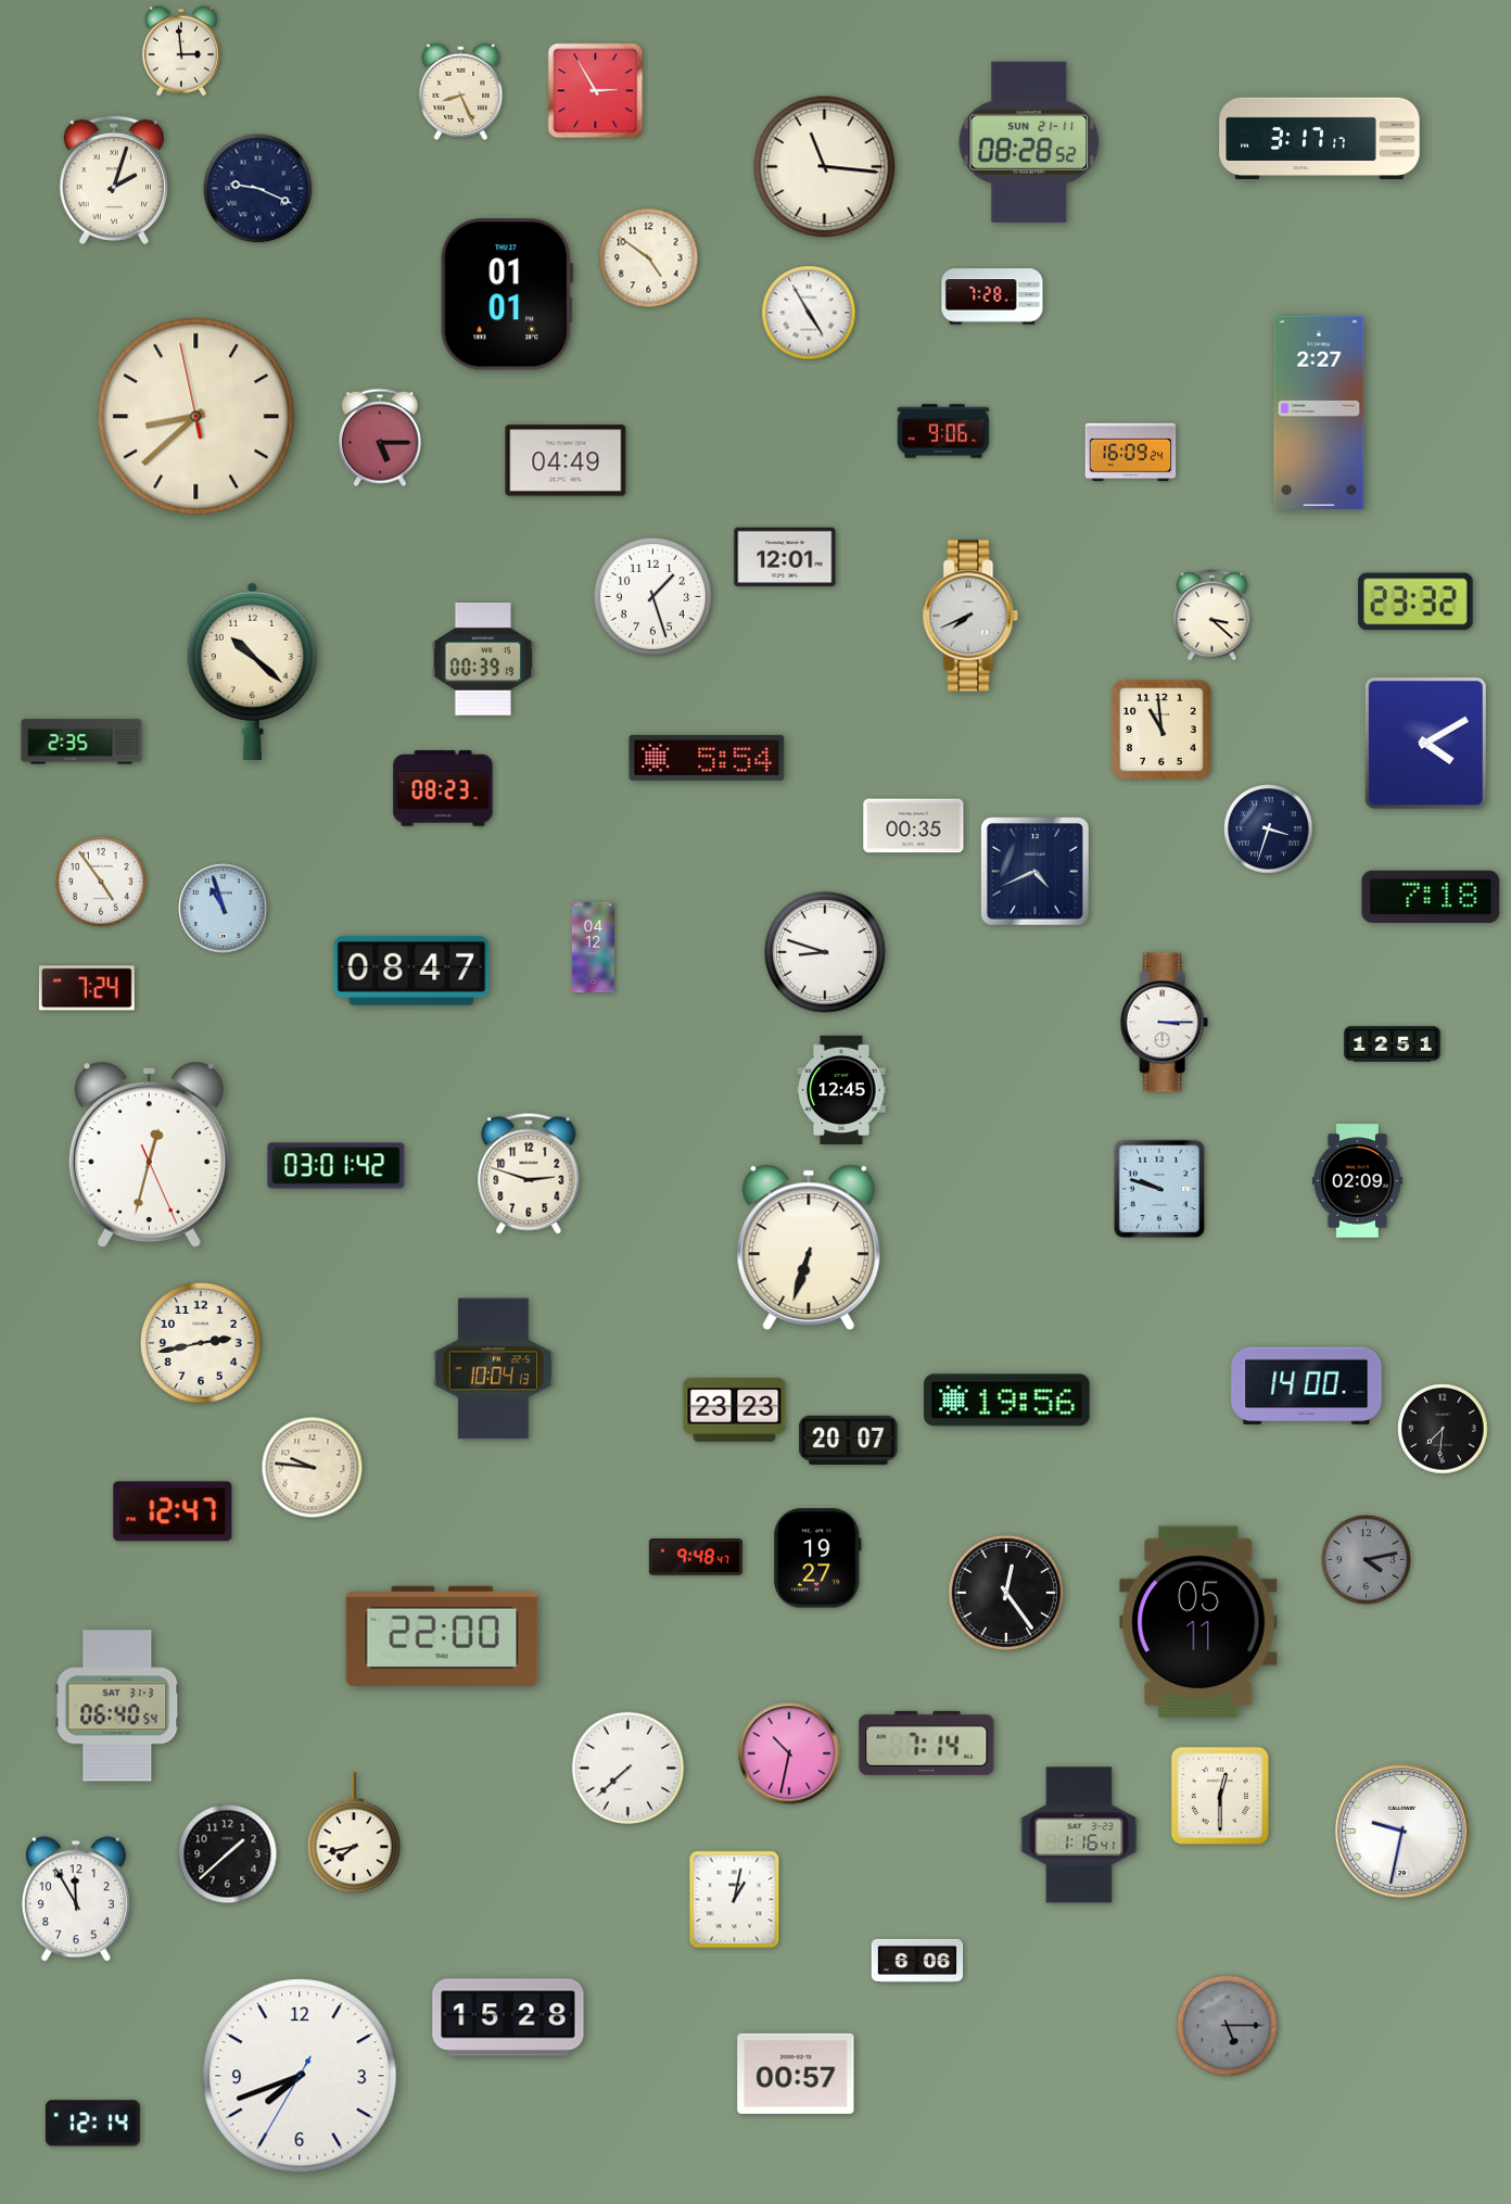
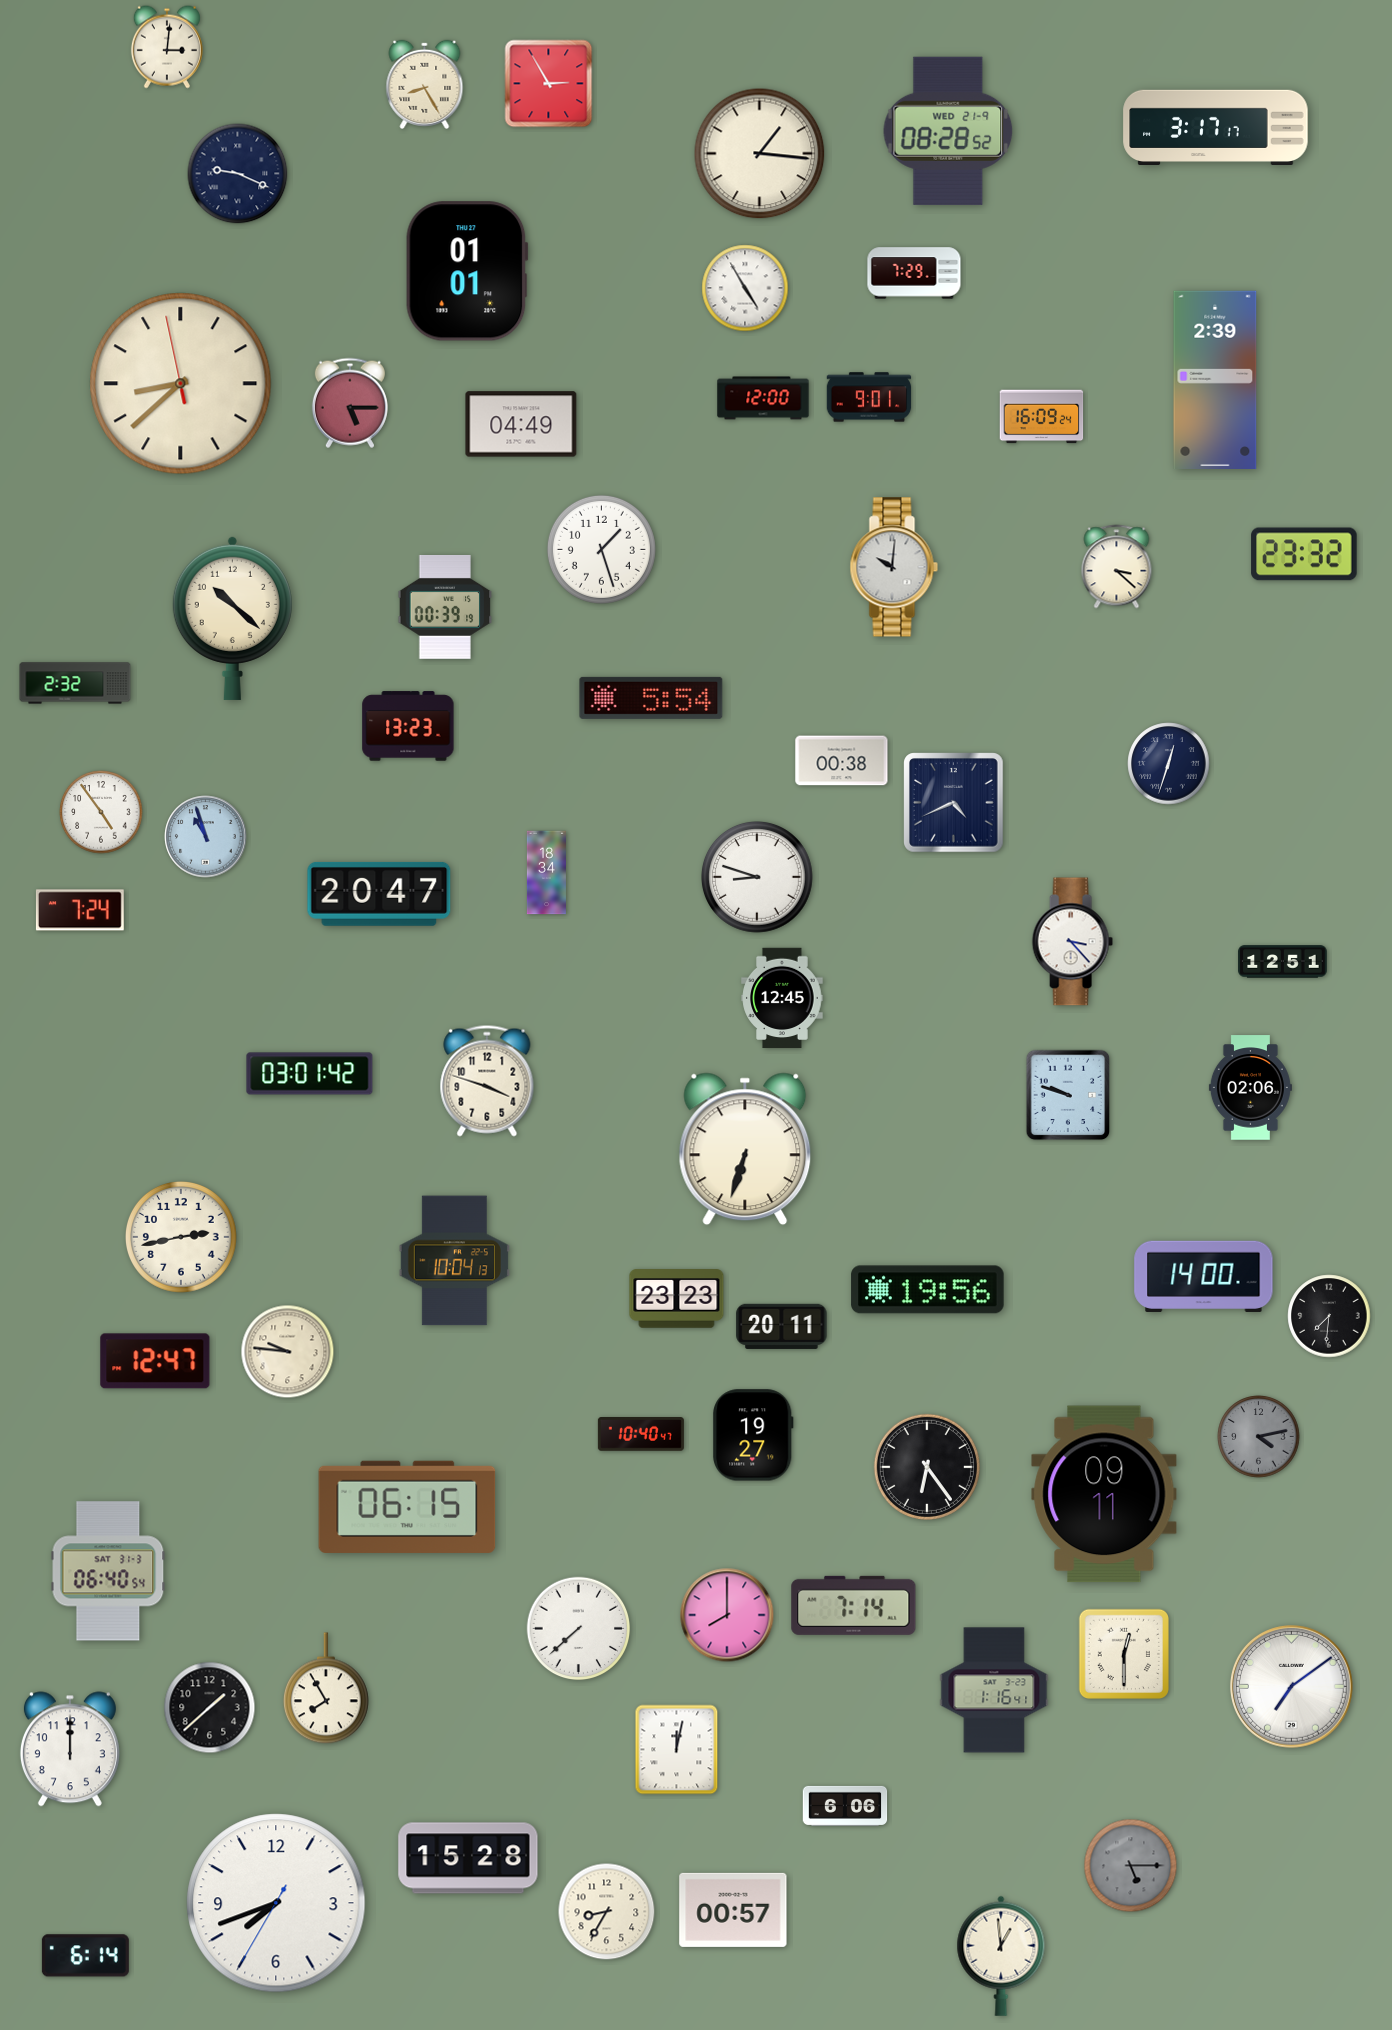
clock at (181, 51): 2:59 -> 3:01
clock at (461, 91): 8:26 -> 8:25
clock at (1029, 142) date: SUN 21-11 -> WED 21-9
clock at (825, 167): 11:16 -> 1:16
clock at (114, 180): 2:03 -> none
clock at (649, 258): 4:51 -> none
clock at (992, 296): 7:28 -> 7:29
clock at (1319, 413): 2:27 -> 2:39
clock at (943, 431): 9:06 -> 9:01
clock at (763, 398): none -> 12:00
clock at (785, 557): 12:01 -> none
clock at (970, 616): 7:41 -> 10:01
clock at (1161, 730): 10:59 -> none
clock at (81, 742): 2:35 -> 2:32
clock at (1425, 743): 4:10 -> none
clock at (443, 788): 08:23 -> 13:23
clock at (914, 826): 00:35 -> 00:38
clock at (1269, 829): 3:33 -> 12:33
clock at (101, 882) position: (101, 882) -> (101, 812)
clock at (1431, 897): 7:18 -> none
clock at (593, 948): 04:12 -> 18:34
clock at (826, 953) position: (826, 953) -> (758, 878)
clock at (411, 971): 08:47 -> 20:47
clock at (1164, 1023): 3:15 -> 3:23
clock at (841, 1090) position: (841, 1090) -> (782, 998)
clock at (149, 1155): 12:32 -> none
clock at (529, 1174): 2:48 -> 3:48
clock at (1357, 1181): 02:09 -> 02:06
clock at (202, 1344) position: (202, 1344) -> (182, 1238)
clock at (849, 1440): 20:07 -> 20:11
clock at (173, 1511) position: (173, 1511) -> (155, 1361)
clock at (696, 1558): 9:48 -> 10:40
clock at (1006, 1593): 12:24 -> 6:24
clock at (1198, 1622): 05:11 -> 09:11
clock at (442, 1636): 22:00 -> 06:15
clock at (789, 1753): 10:32 -> 8:00
clock at (1401, 1831): 9:32 -> 7:09
clock at (354, 1834): 7:43 -> 7:55
clock at (76, 1899): 11:55 -> 12:00
clock at (735, 1900): 1:02 -> 12:02
clock at (300, 2076) position: (300, 2076) -> (276, 1903)
clock at (607, 1912): none -> 8:35
clock at (92, 2124): 12:14 -> 6:14
clock at (1001, 1956): none -> 12:59
